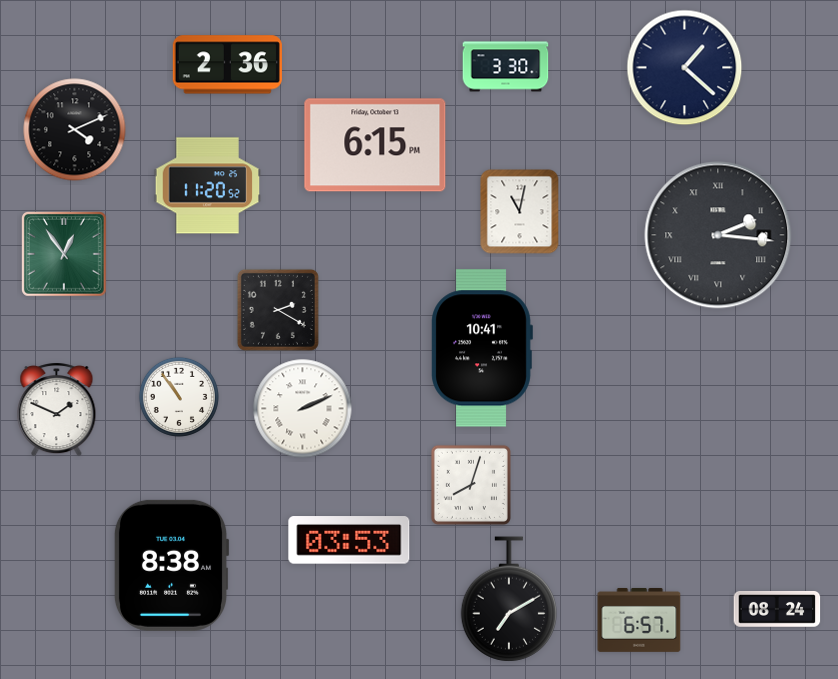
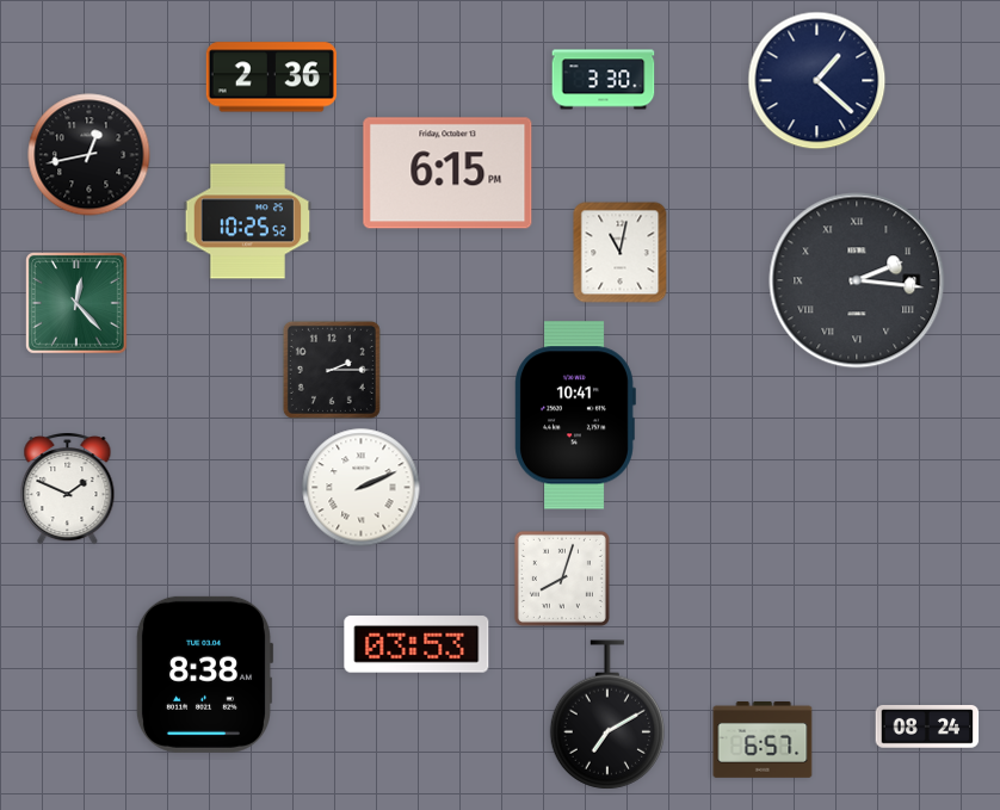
clock at (75, 130): 4:11 -> 12:43
clock at (208, 186): 11:20 -> 10:25
clock at (64, 254): 12:54 -> 12:23
clock at (278, 310): 2:20 -> 2:15
clock at (179, 397): 10:54 -> none
